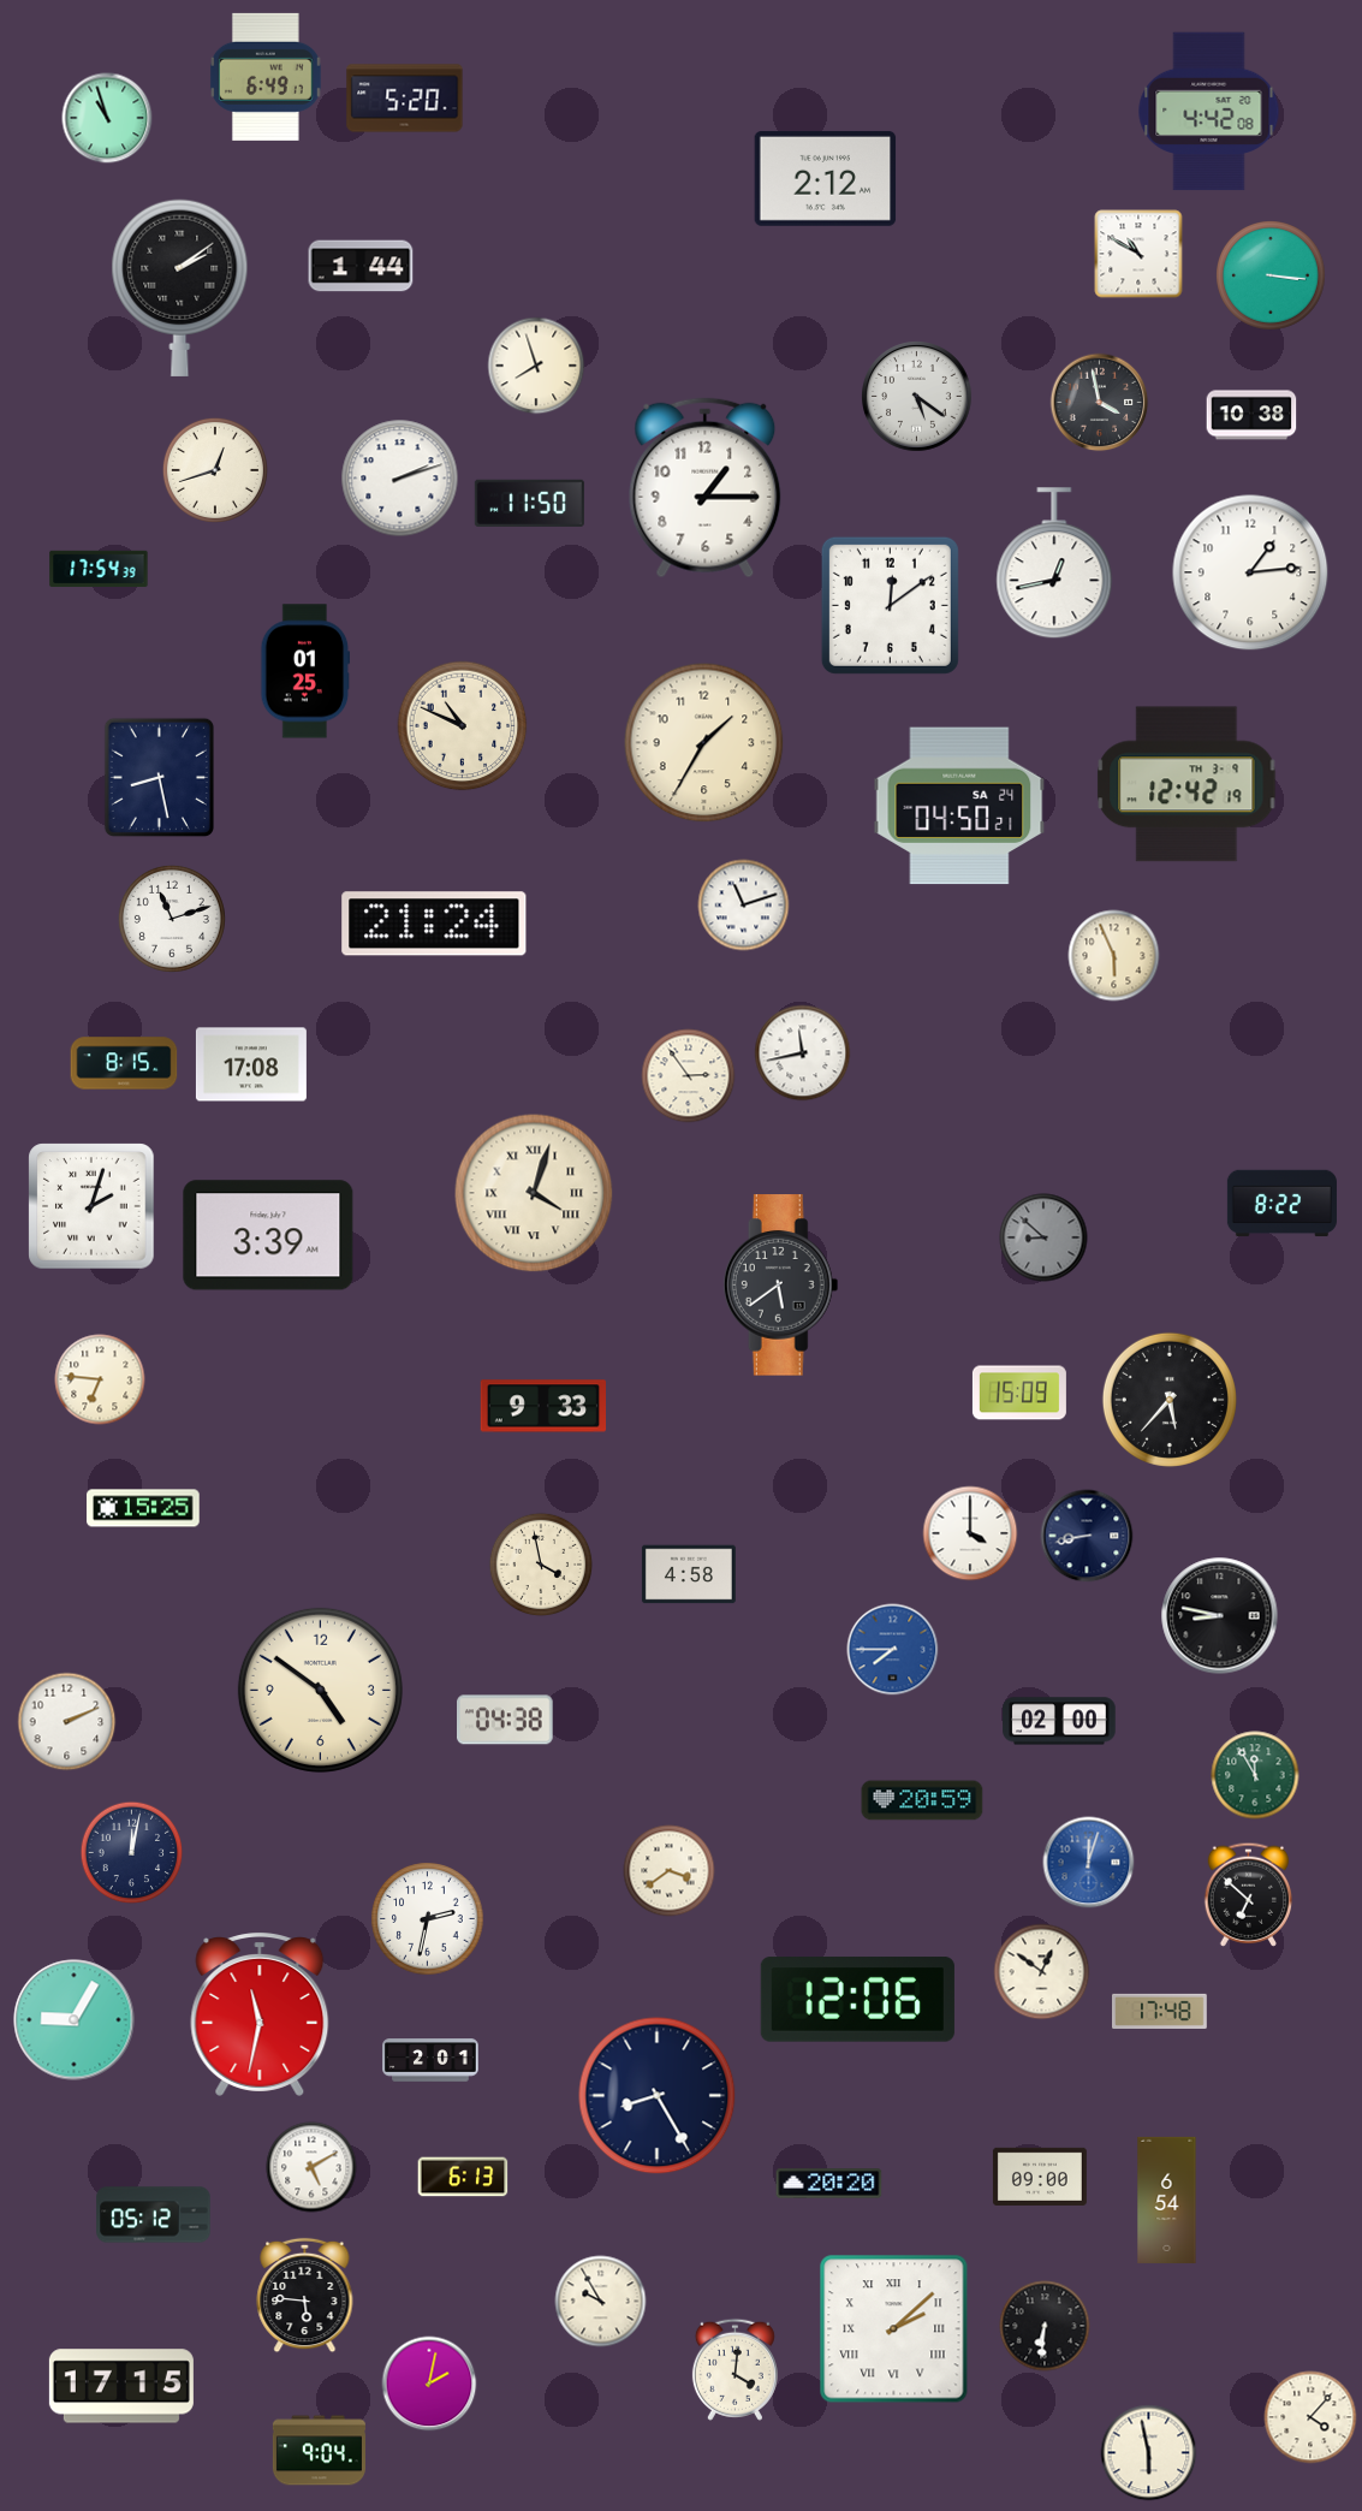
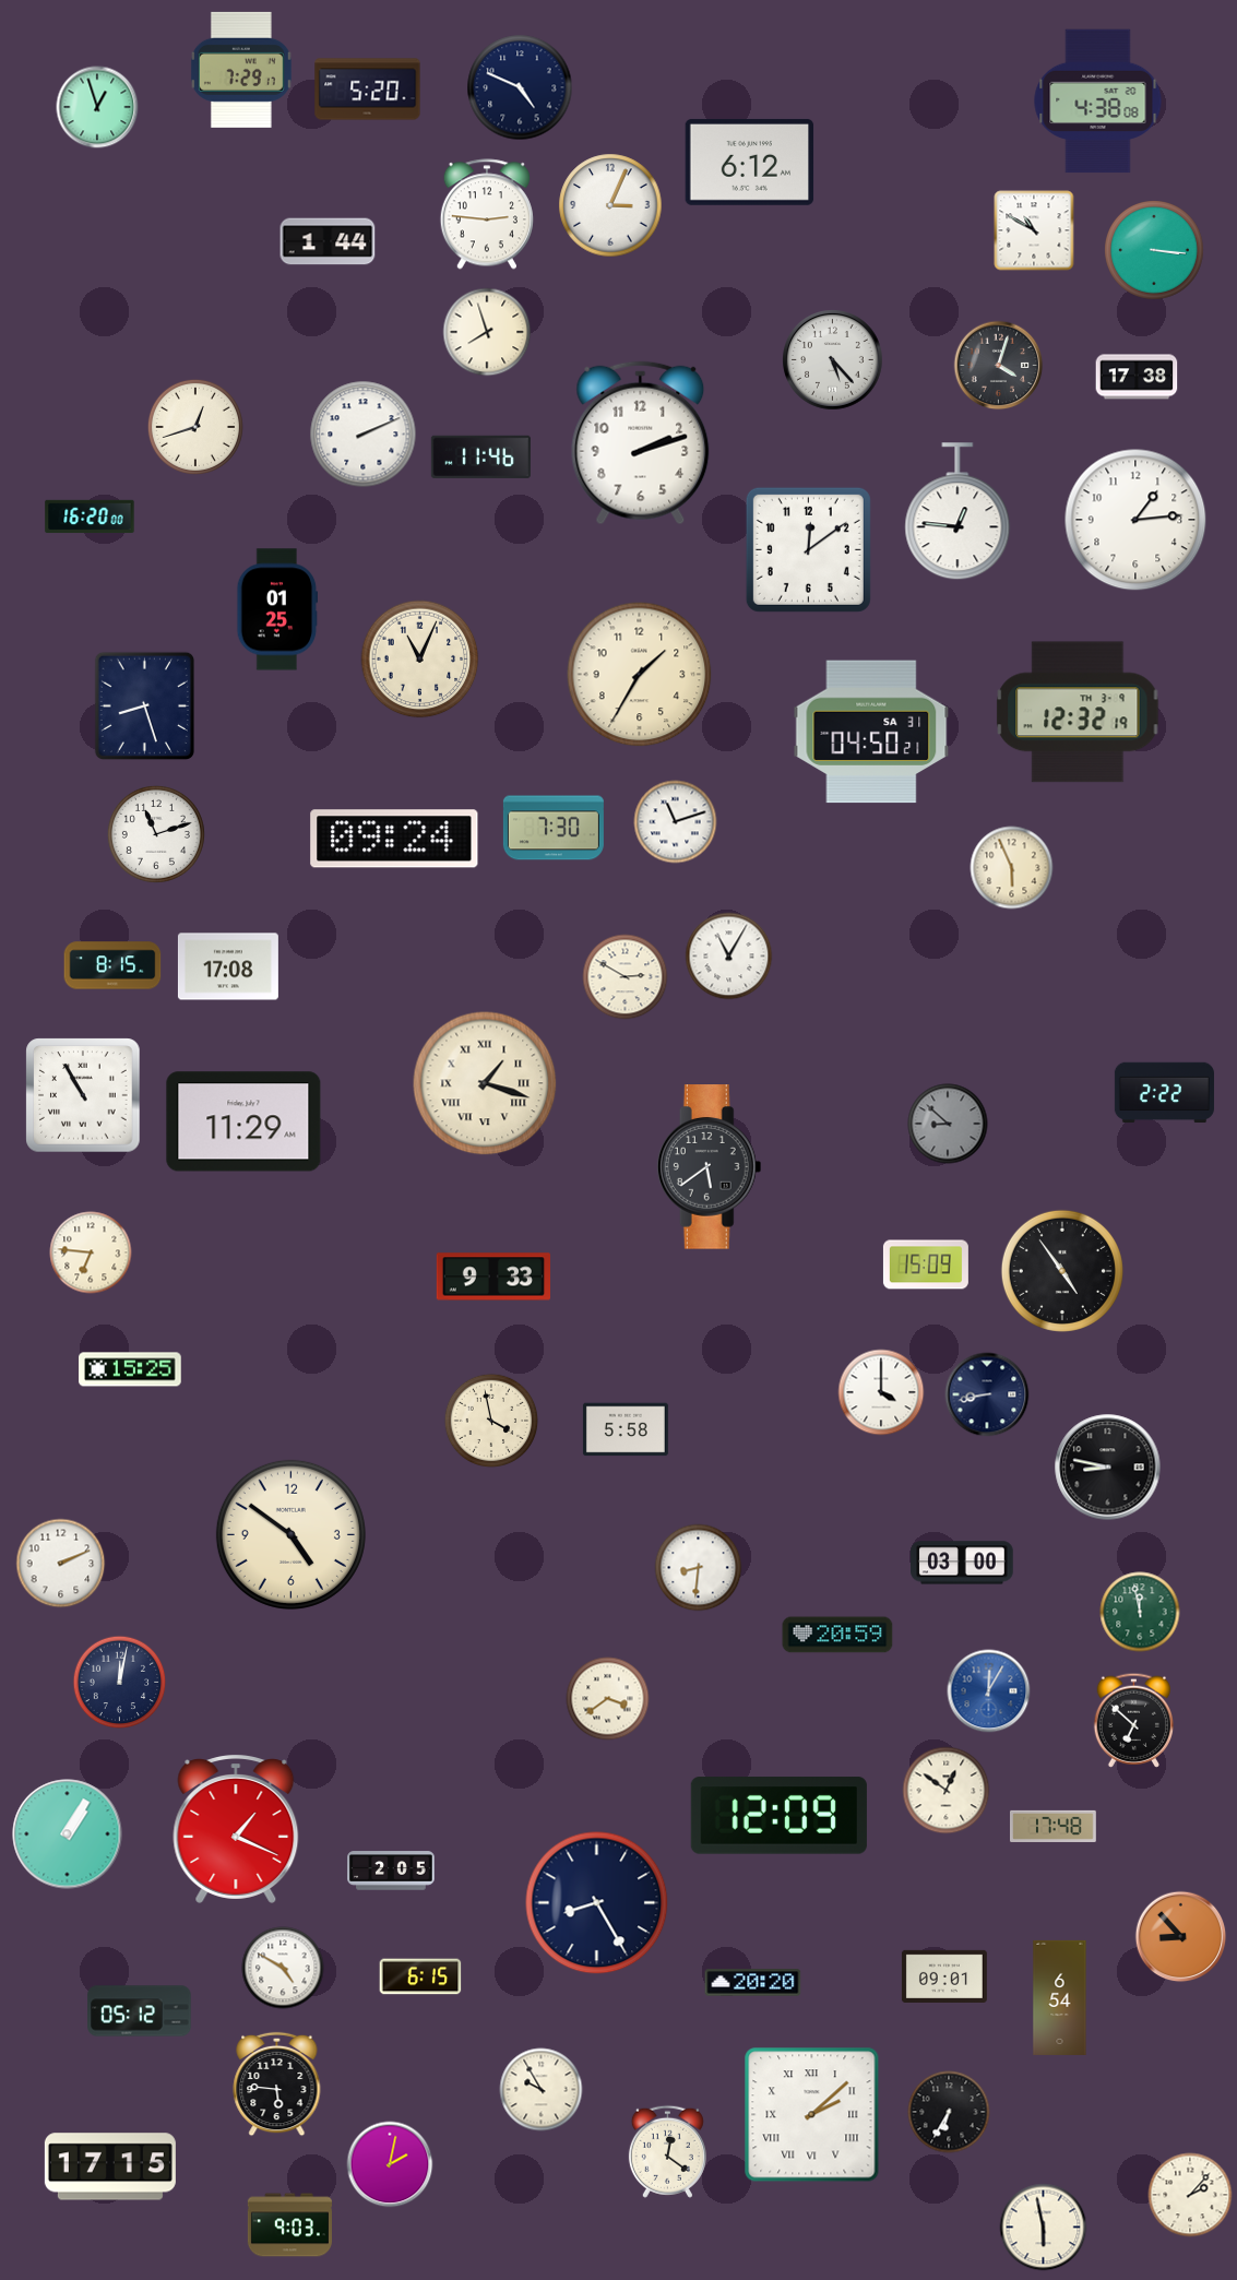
clock at (266, 77): 6:49 -> 7:29
clock at (520, 87): none -> 4:49
clock at (1209, 112): 4:42 -> 4:38
clock at (107, 118): 10:57 -> 12:57
clock at (826, 178): 2:12 -> 6:12
clock at (610, 205): none -> 3:04
clock at (487, 214): none -> 2:46
clock at (180, 287): 2:09 -> none
clock at (917, 397): 5:21 -> 5:23
clock at (1100, 403): 3:58 -> 4:03
clock at (1251, 415): 10:38 -> 17:38
clock at (400, 479): 2:12 -> 2:11
clock at (706, 488): 1:15 -> 2:12
clock at (529, 503): 11:50 -> 11:46
clock at (1054, 564): 12:43 -> 12:46
clock at (99, 569): 17:54 -> 16:20
clock at (463, 726): 10:49 -> 11:04
clock at (159, 777): 8:28 -> 8:27
clock at (1186, 784): 12:42 -> 12:32
clock at (959, 806) date: SA 24 -> SA 31
clock at (554, 828): none -> 7:30
clock at (434, 924): 21:24 -> 09:24
clock at (803, 1053): 11:43 -> 11:05
clock at (689, 1076): 2:54 -> 2:50
clock at (534, 1193): 4:03 -> 1:18
clock at (1281, 1204): 8:22 -> 2:22
clock at (91, 1206): 2:03 -> 10:55
clock at (268, 1235): 3:39 -> 11:29
clock at (1170, 1400): 5:37 -> 4:54
clock at (689, 1574): 4:58 -> 5:58
clock at (893, 1650): 7:45 -> none
clock at (506, 1720): 04:38 -> none
clock at (1059, 1721): 02:00 -> 03:00
clock at (699, 1568): none -> 8:31
clock at (1255, 1775): 11:55 -> 11:58
clock at (1089, 1863): 12:03 -> 12:05
clock at (428, 1919): 2:32 -> none
clock at (857, 2000): 12:06 -> 12:09
clock at (260, 2014): 11:32 -> 1:19
clock at (75, 2020): 9:05 -> 1:05
clock at (430, 2060): 2:01 -> 2:05
clock at (1181, 1937): none -> 8:53
clock at (311, 2167): 5:10 -> 4:50
clock at (463, 2177): 6:13 -> 6:15
clock at (1040, 2177): 09:00 -> 09:01
clock at (601, 2302) position: (601, 2302) -> (542, 2090)
clock at (1045, 2326): 6:31 -> 6:35
clock at (734, 2369): 4:01 -> 12:21
clock at (1310, 2417): 4:07 -> 2:07
clock at (319, 2451): 9:04 -> 9:03
